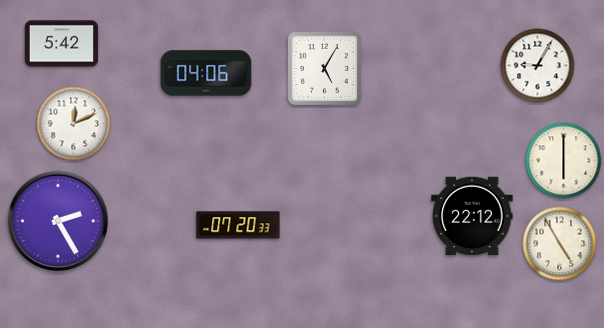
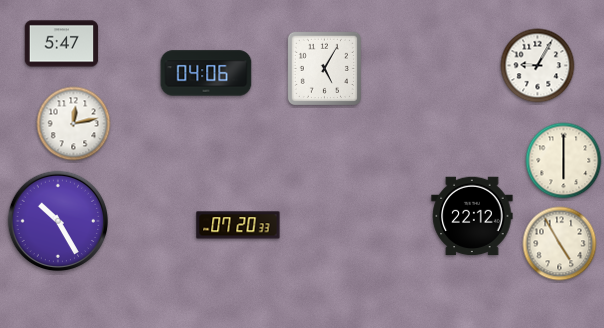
clock at (62, 44): 5:42 -> 5:47
clock at (74, 124): 12:11 -> 12:13
clock at (58, 221): 2:25 -> 10:25
